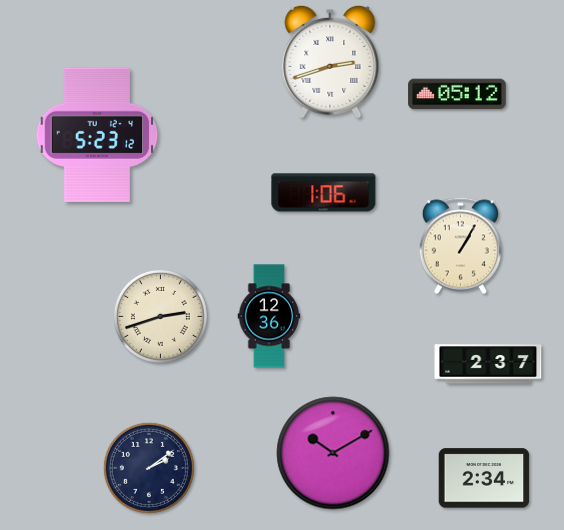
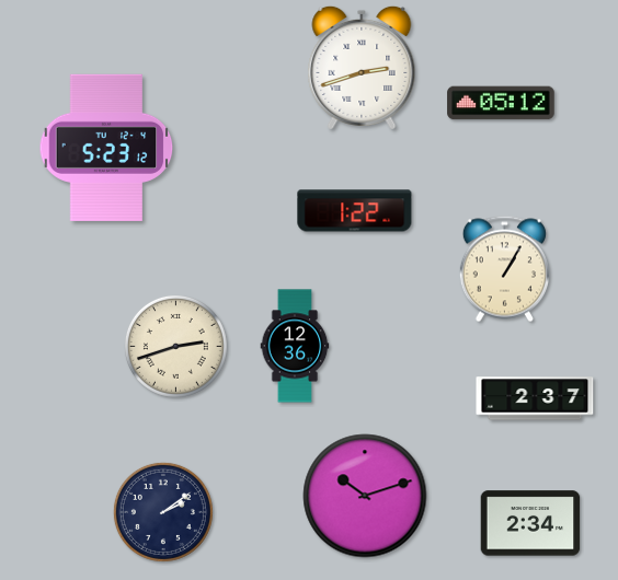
clock at (324, 193): 1:06 -> 1:22
clock at (333, 453): 10:10 -> 10:12
